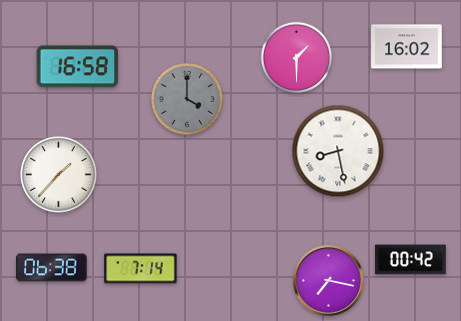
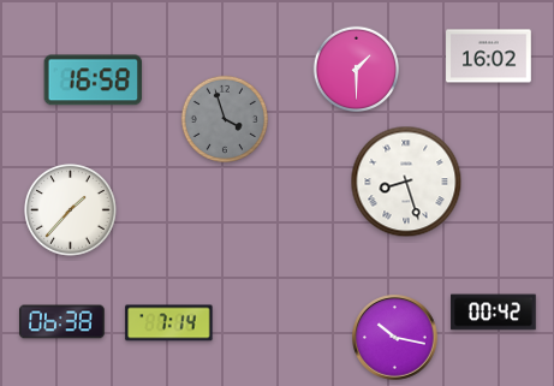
clock at (187, 99): 4:00 -> 3:57
clock at (338, 151): 8:28 -> 8:27
clock at (329, 281): 7:17 -> 10:17
